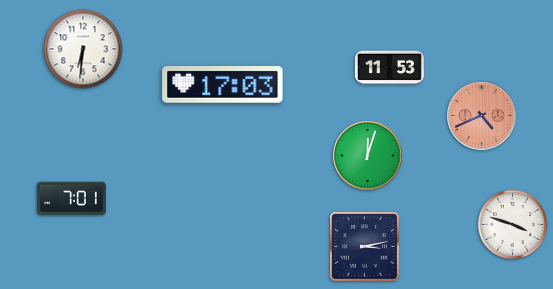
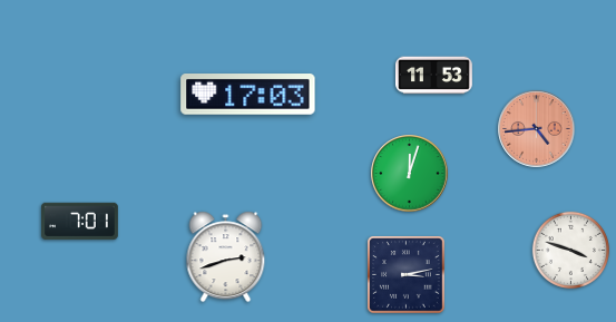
clock at (83, 49): 6:31 -> none
clock at (482, 116): 4:41 -> 4:44
clock at (226, 257): none -> 2:42
